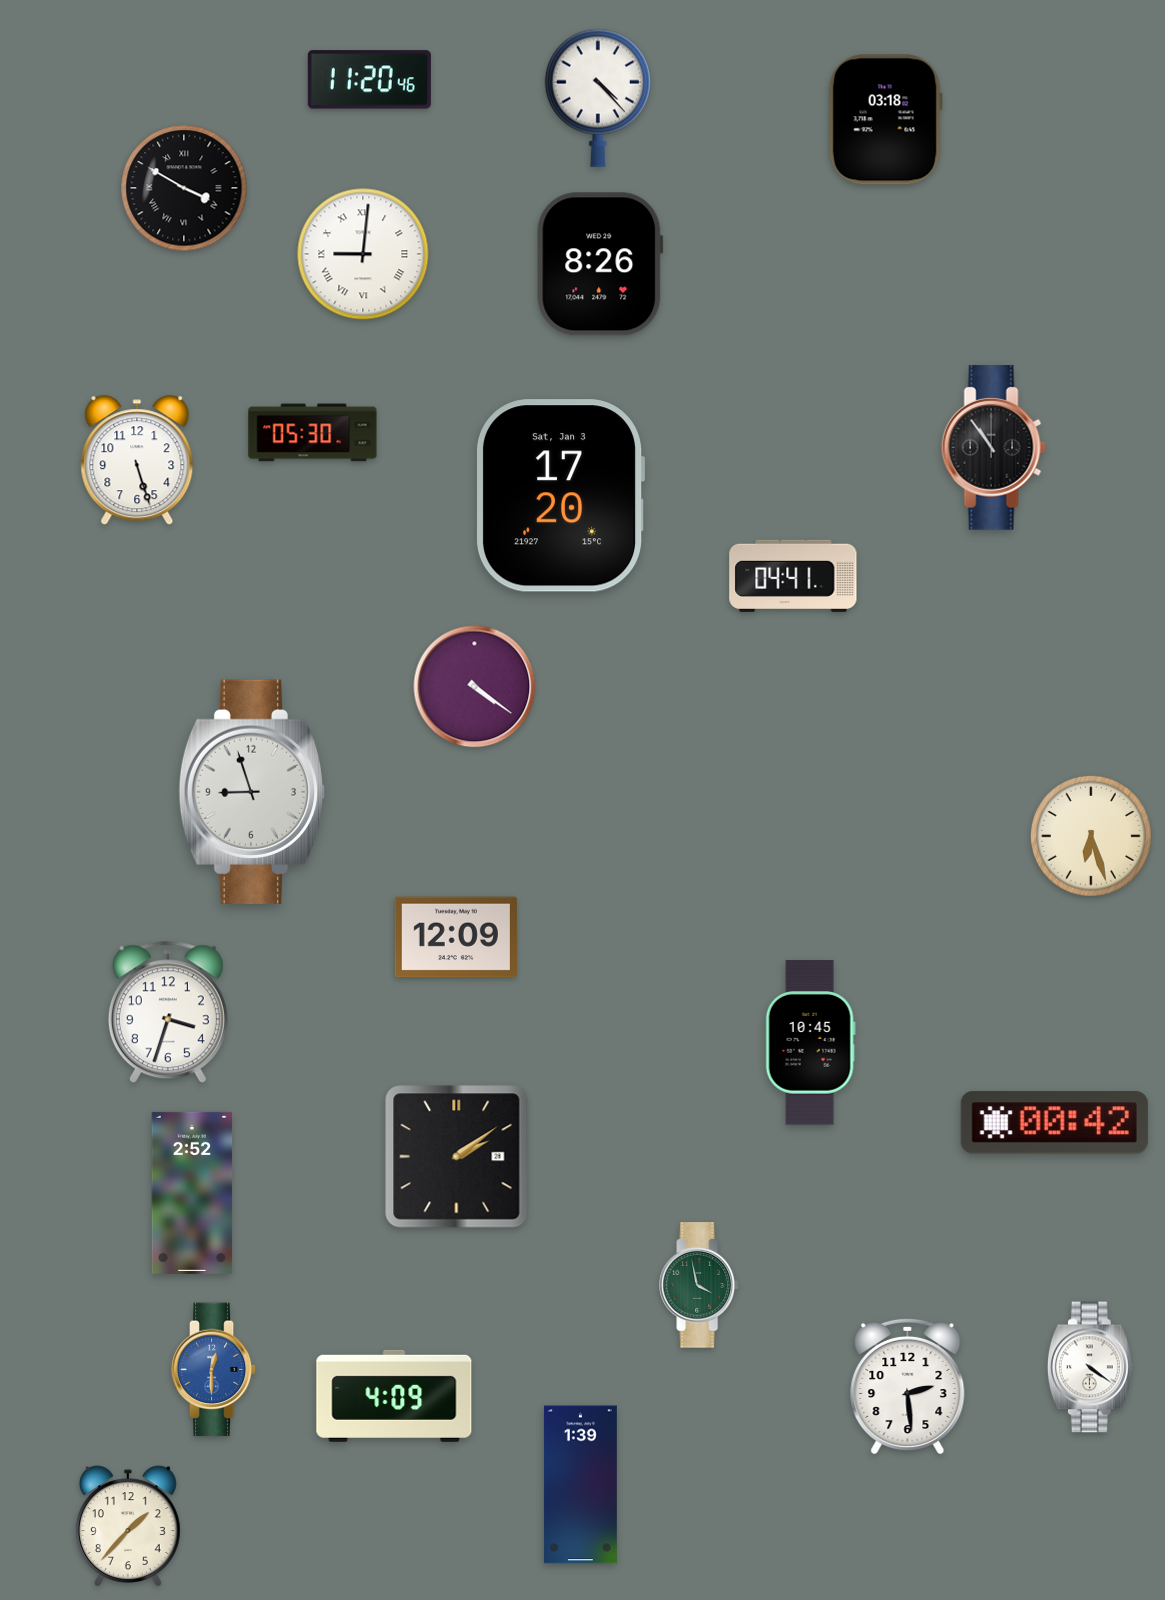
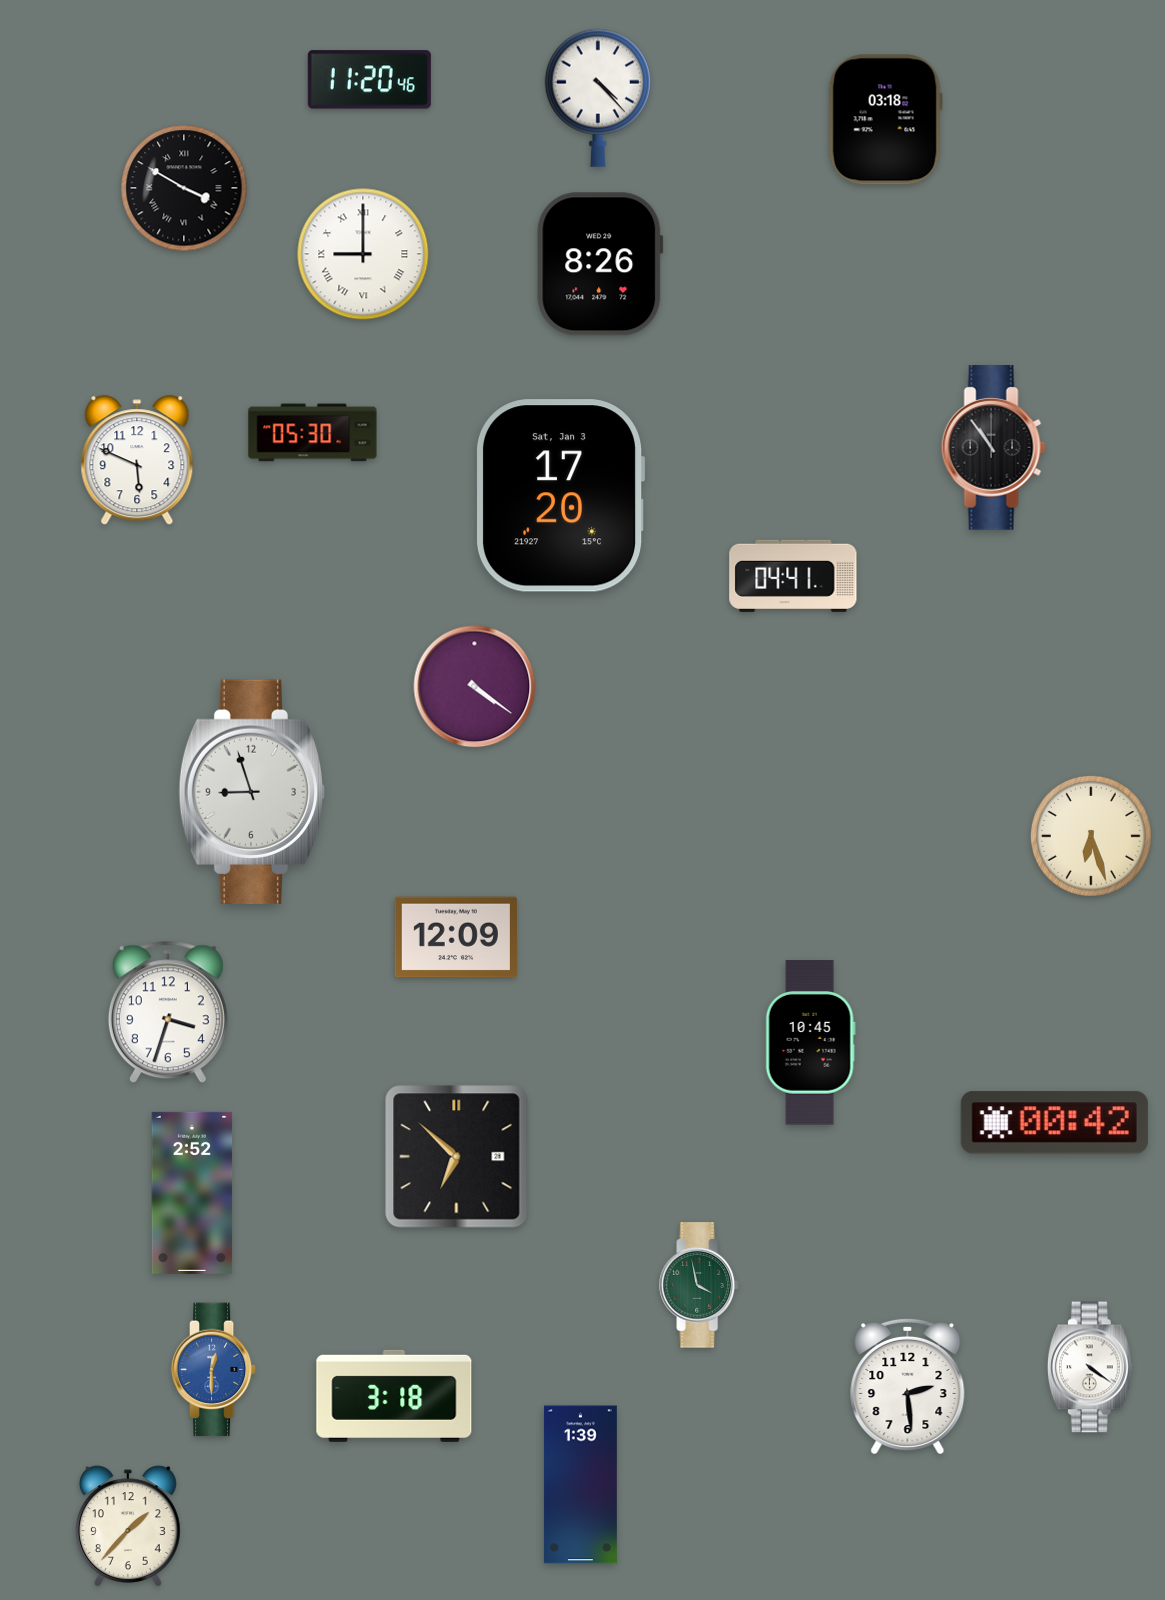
clock at (363, 254): 9:01 -> 9:00
clock at (137, 461): 5:27 -> 5:49
clock at (457, 1157): 2:09 -> 6:52
clock at (394, 1396): 4:09 -> 3:18
